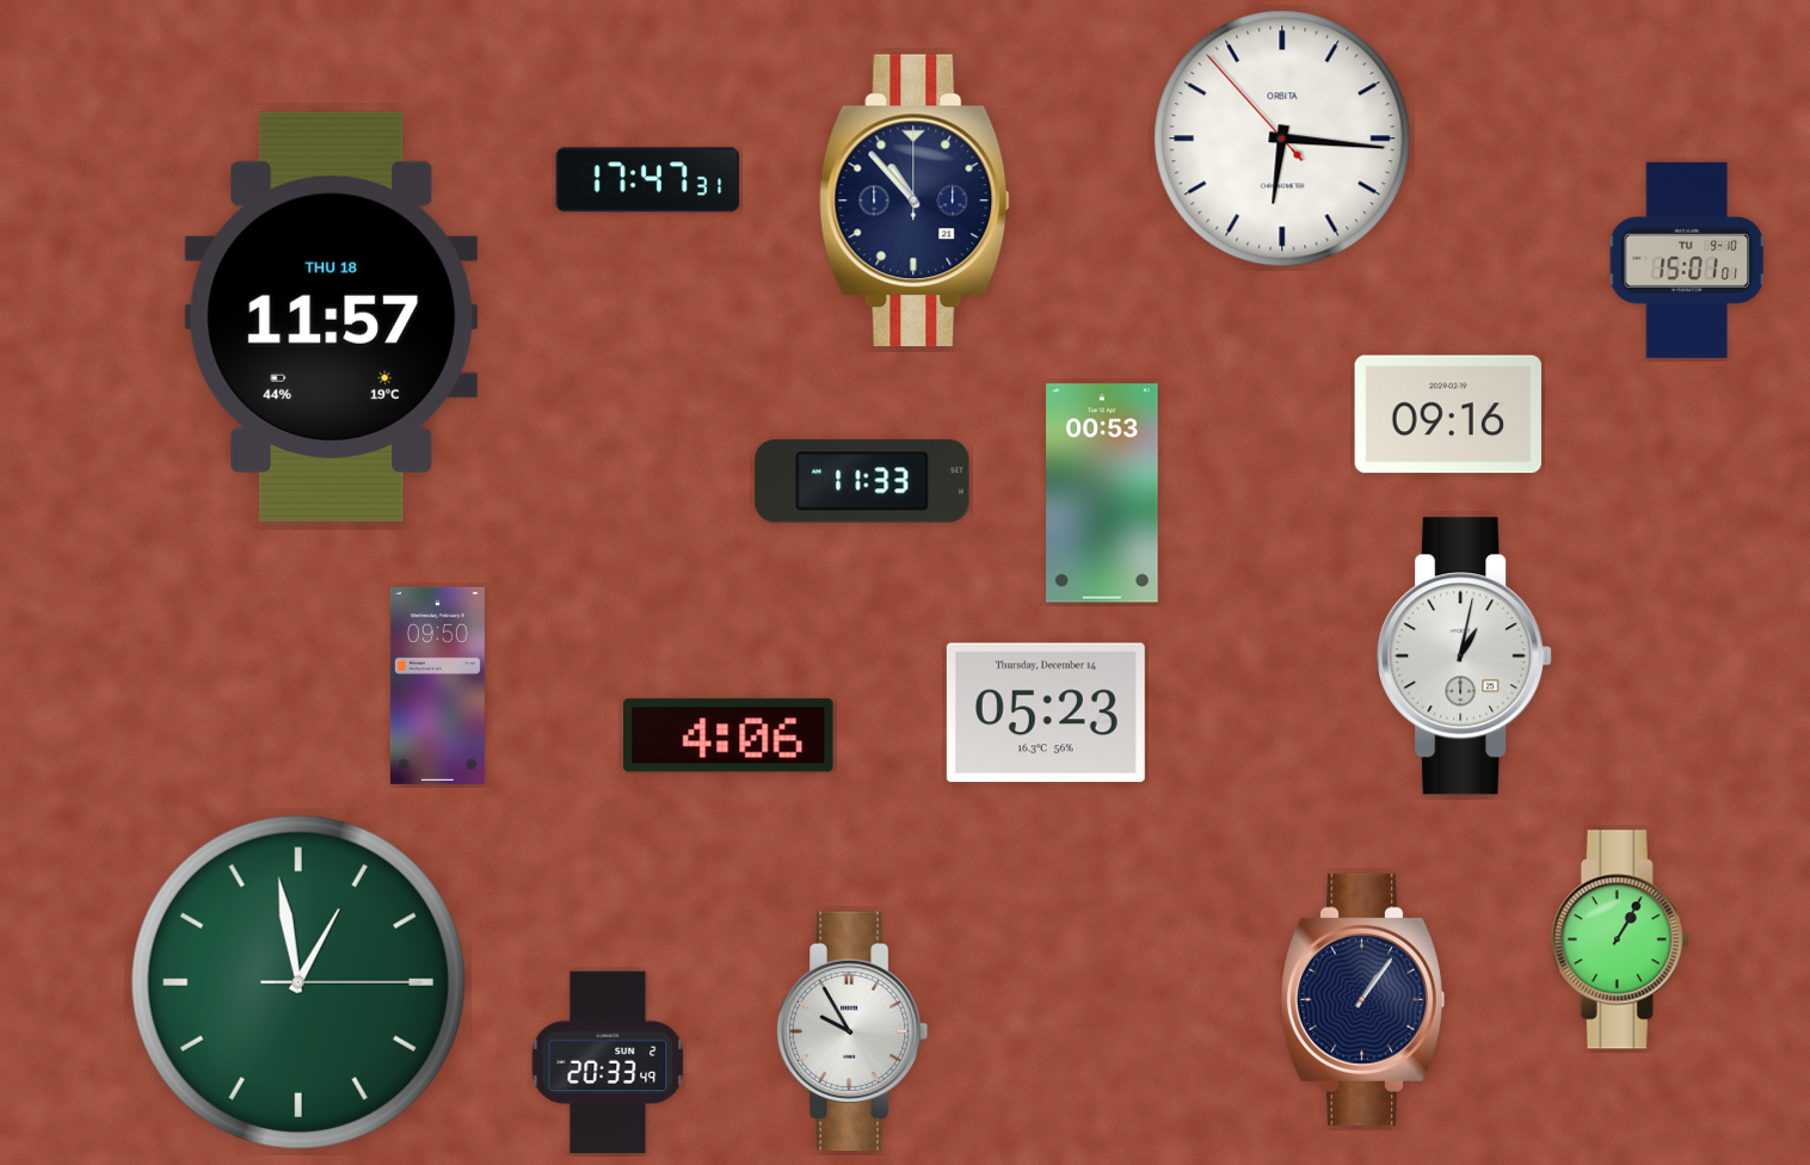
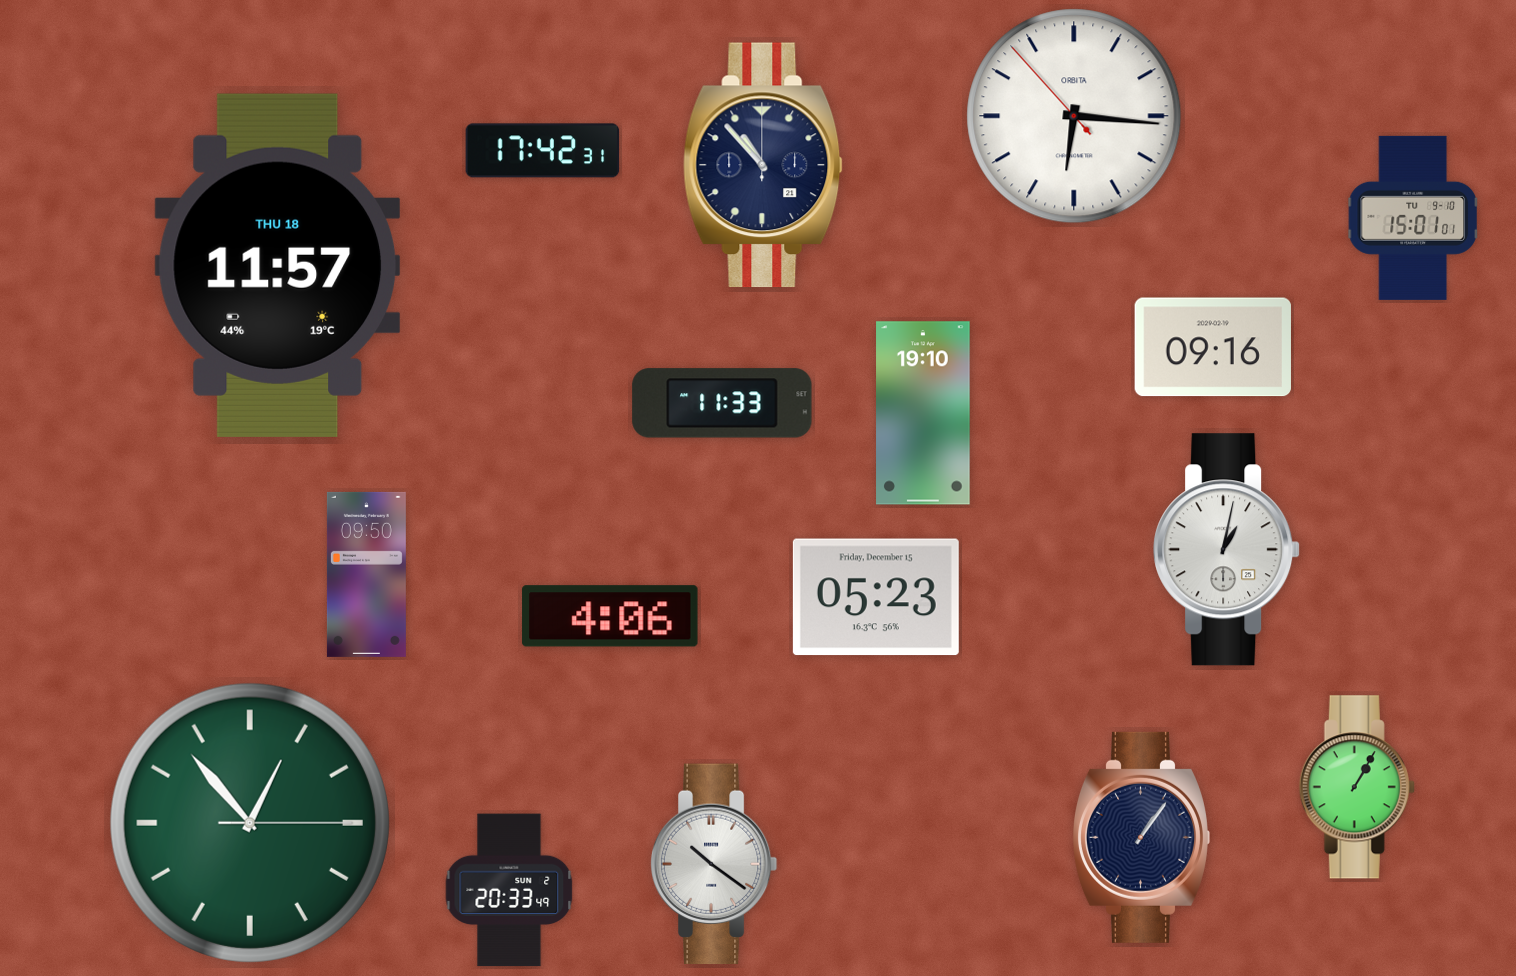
clock at (648, 180): 17:47 -> 17:42
clock at (915, 201) position: (915, 201) -> (763, 165)
clock at (1102, 493): 00:53 -> 19:10
clock at (1046, 713) date: Thursday, December 14 -> Friday, December 15
clock at (298, 982): 12:58 -> 12:53
clock at (852, 1031): 9:55 -> 10:21
